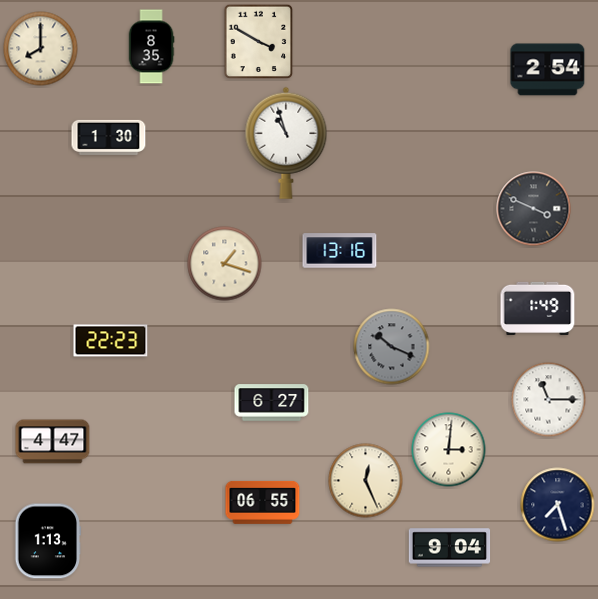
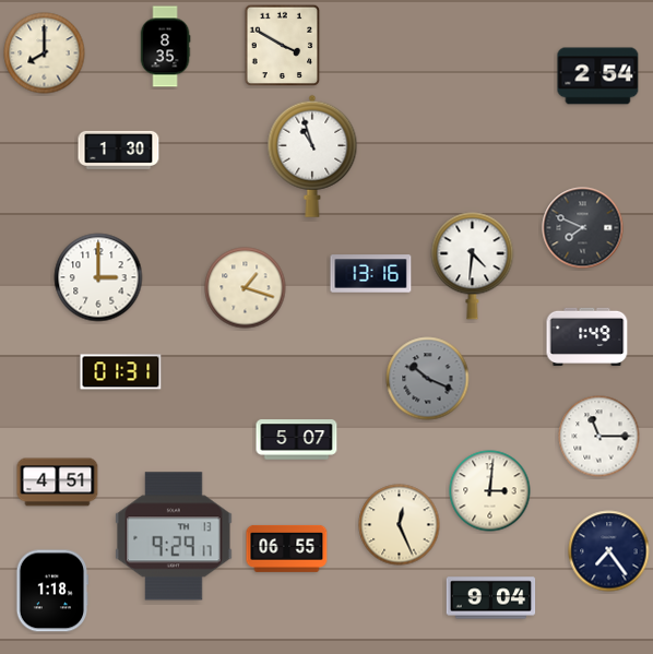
clock at (151, 47) position: (151, 47) -> (165, 47)
clock at (534, 209): 3:49 -> 7:49
clock at (473, 266): none -> 4:31
clock at (98, 277): none -> 3:00
clock at (111, 341): 22:23 -> 01:31
clock at (272, 403): 6:27 -> 5:07
clock at (53, 442): 4:47 -> 4:51
clock at (174, 536): none -> 9:29
clock at (558, 505): 7:27 -> 7:24
clock at (47, 541): 1:13 -> 1:18
